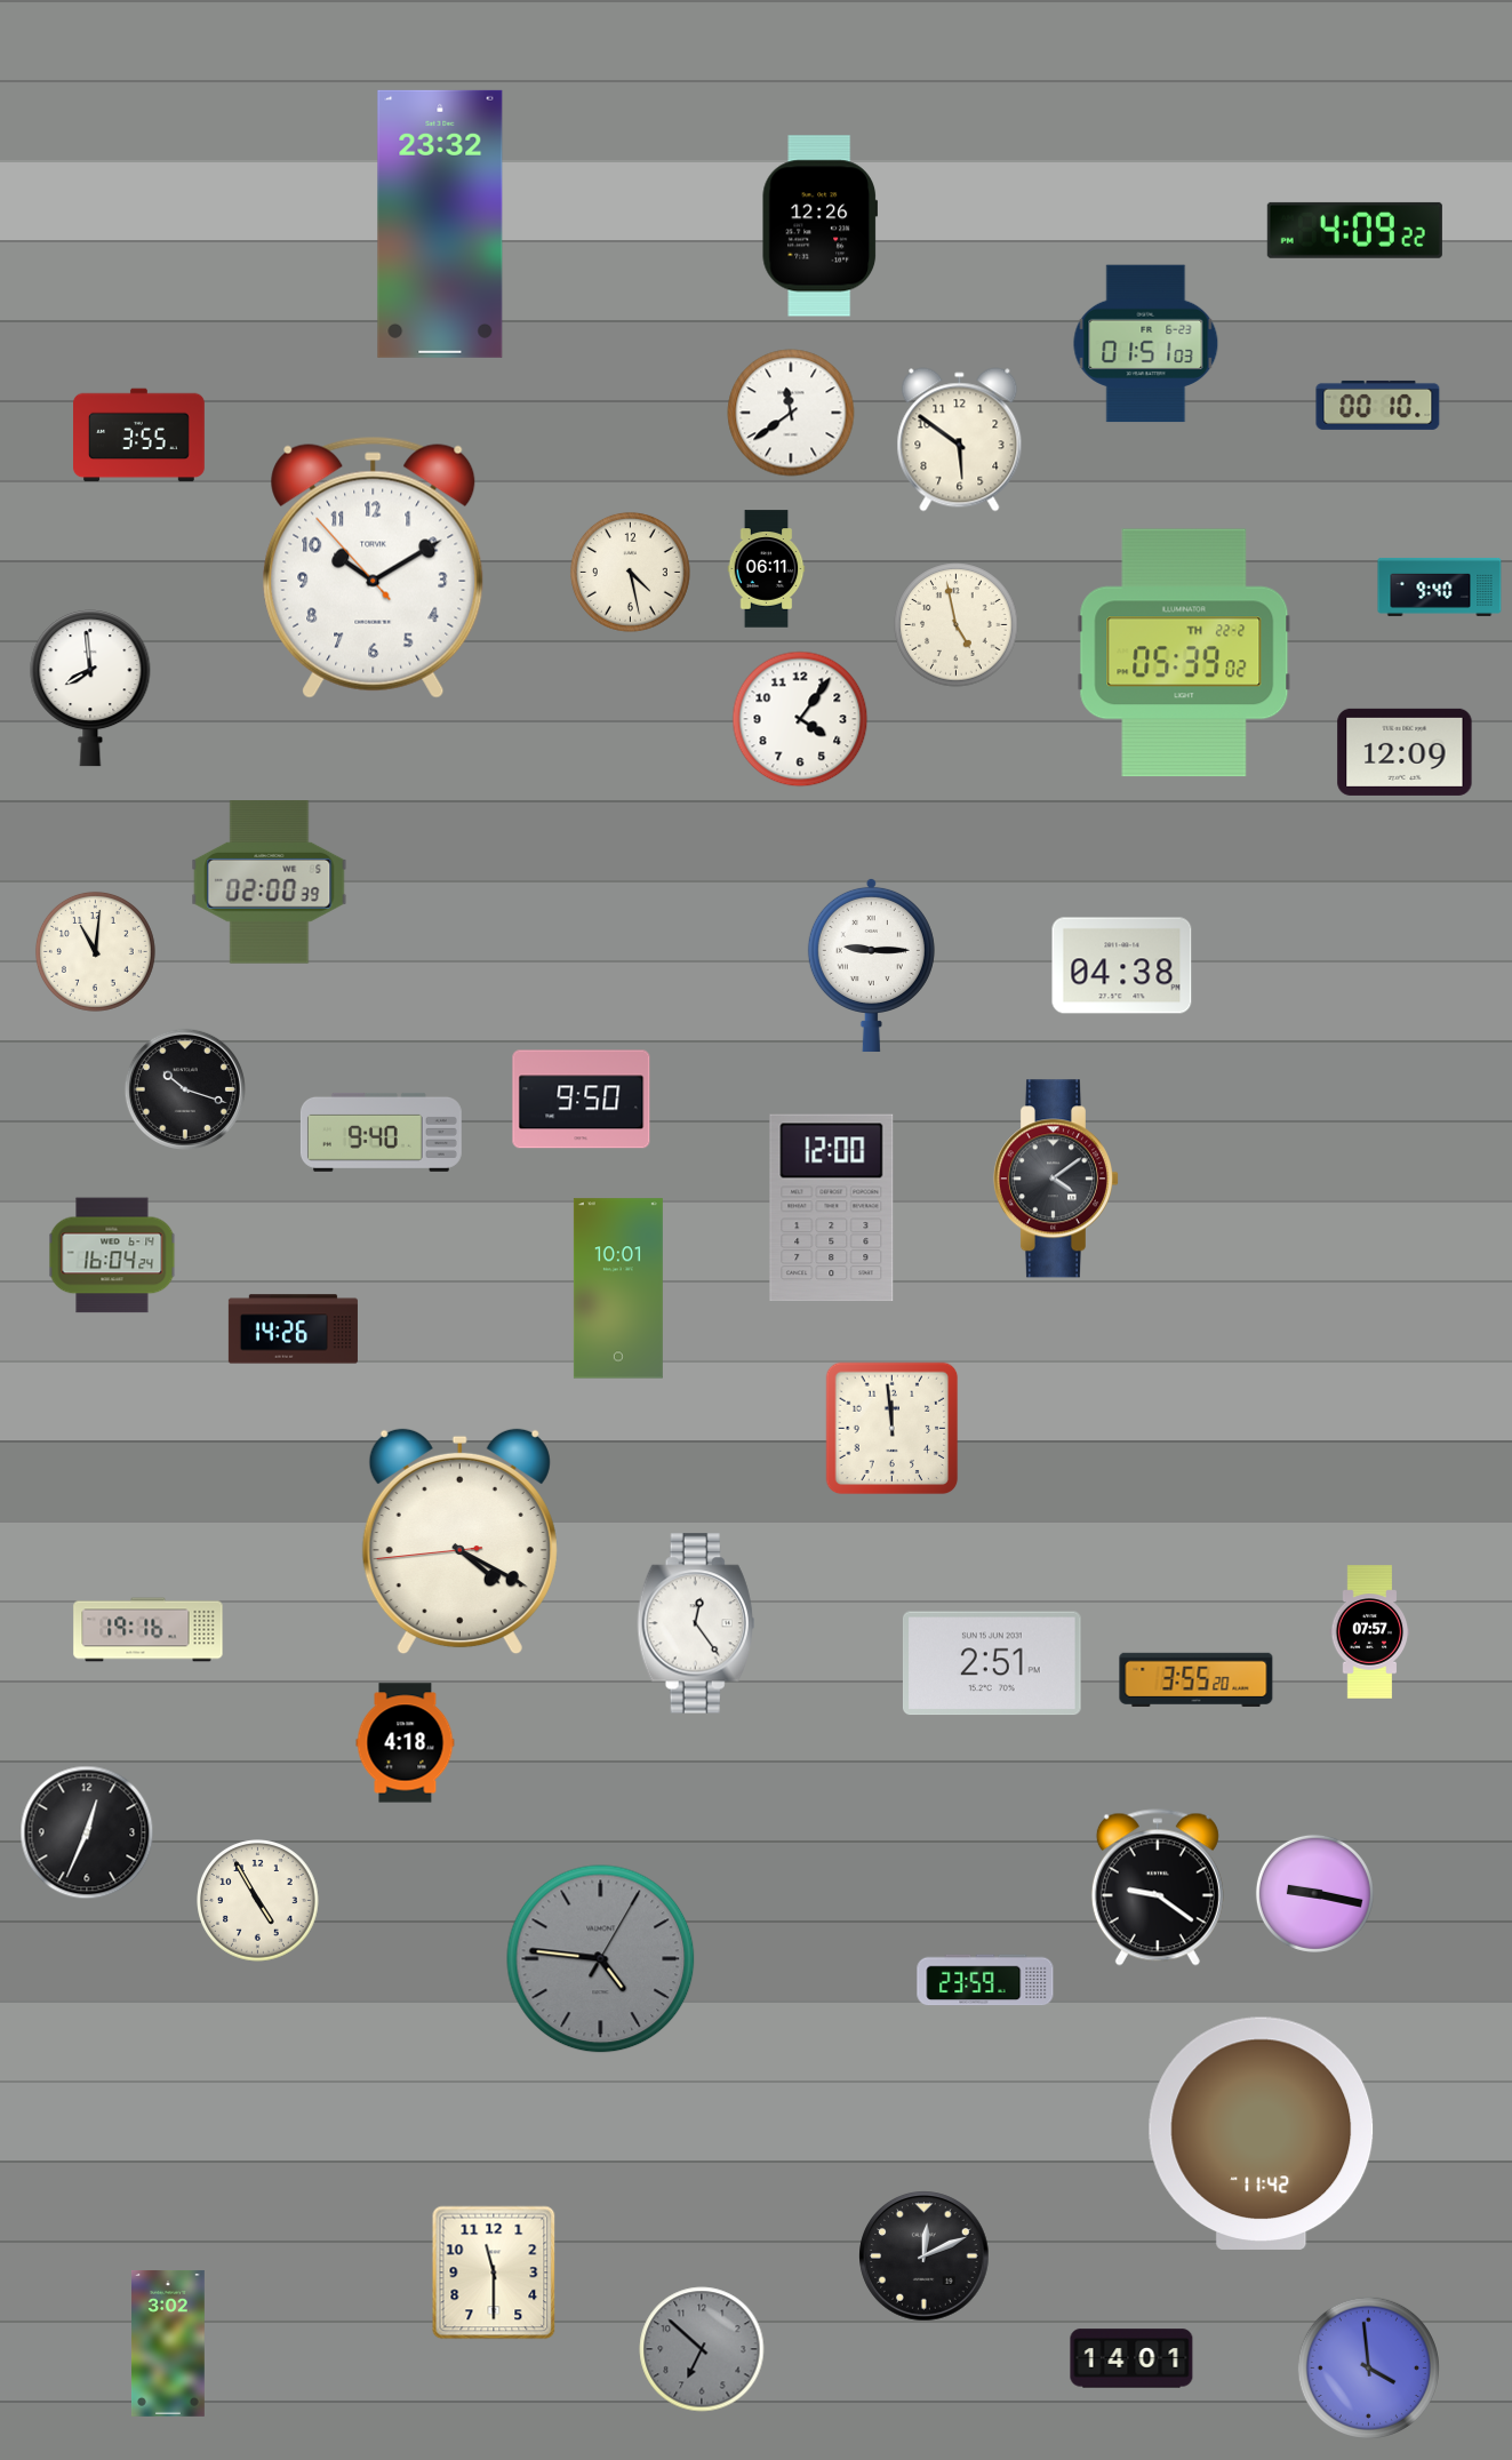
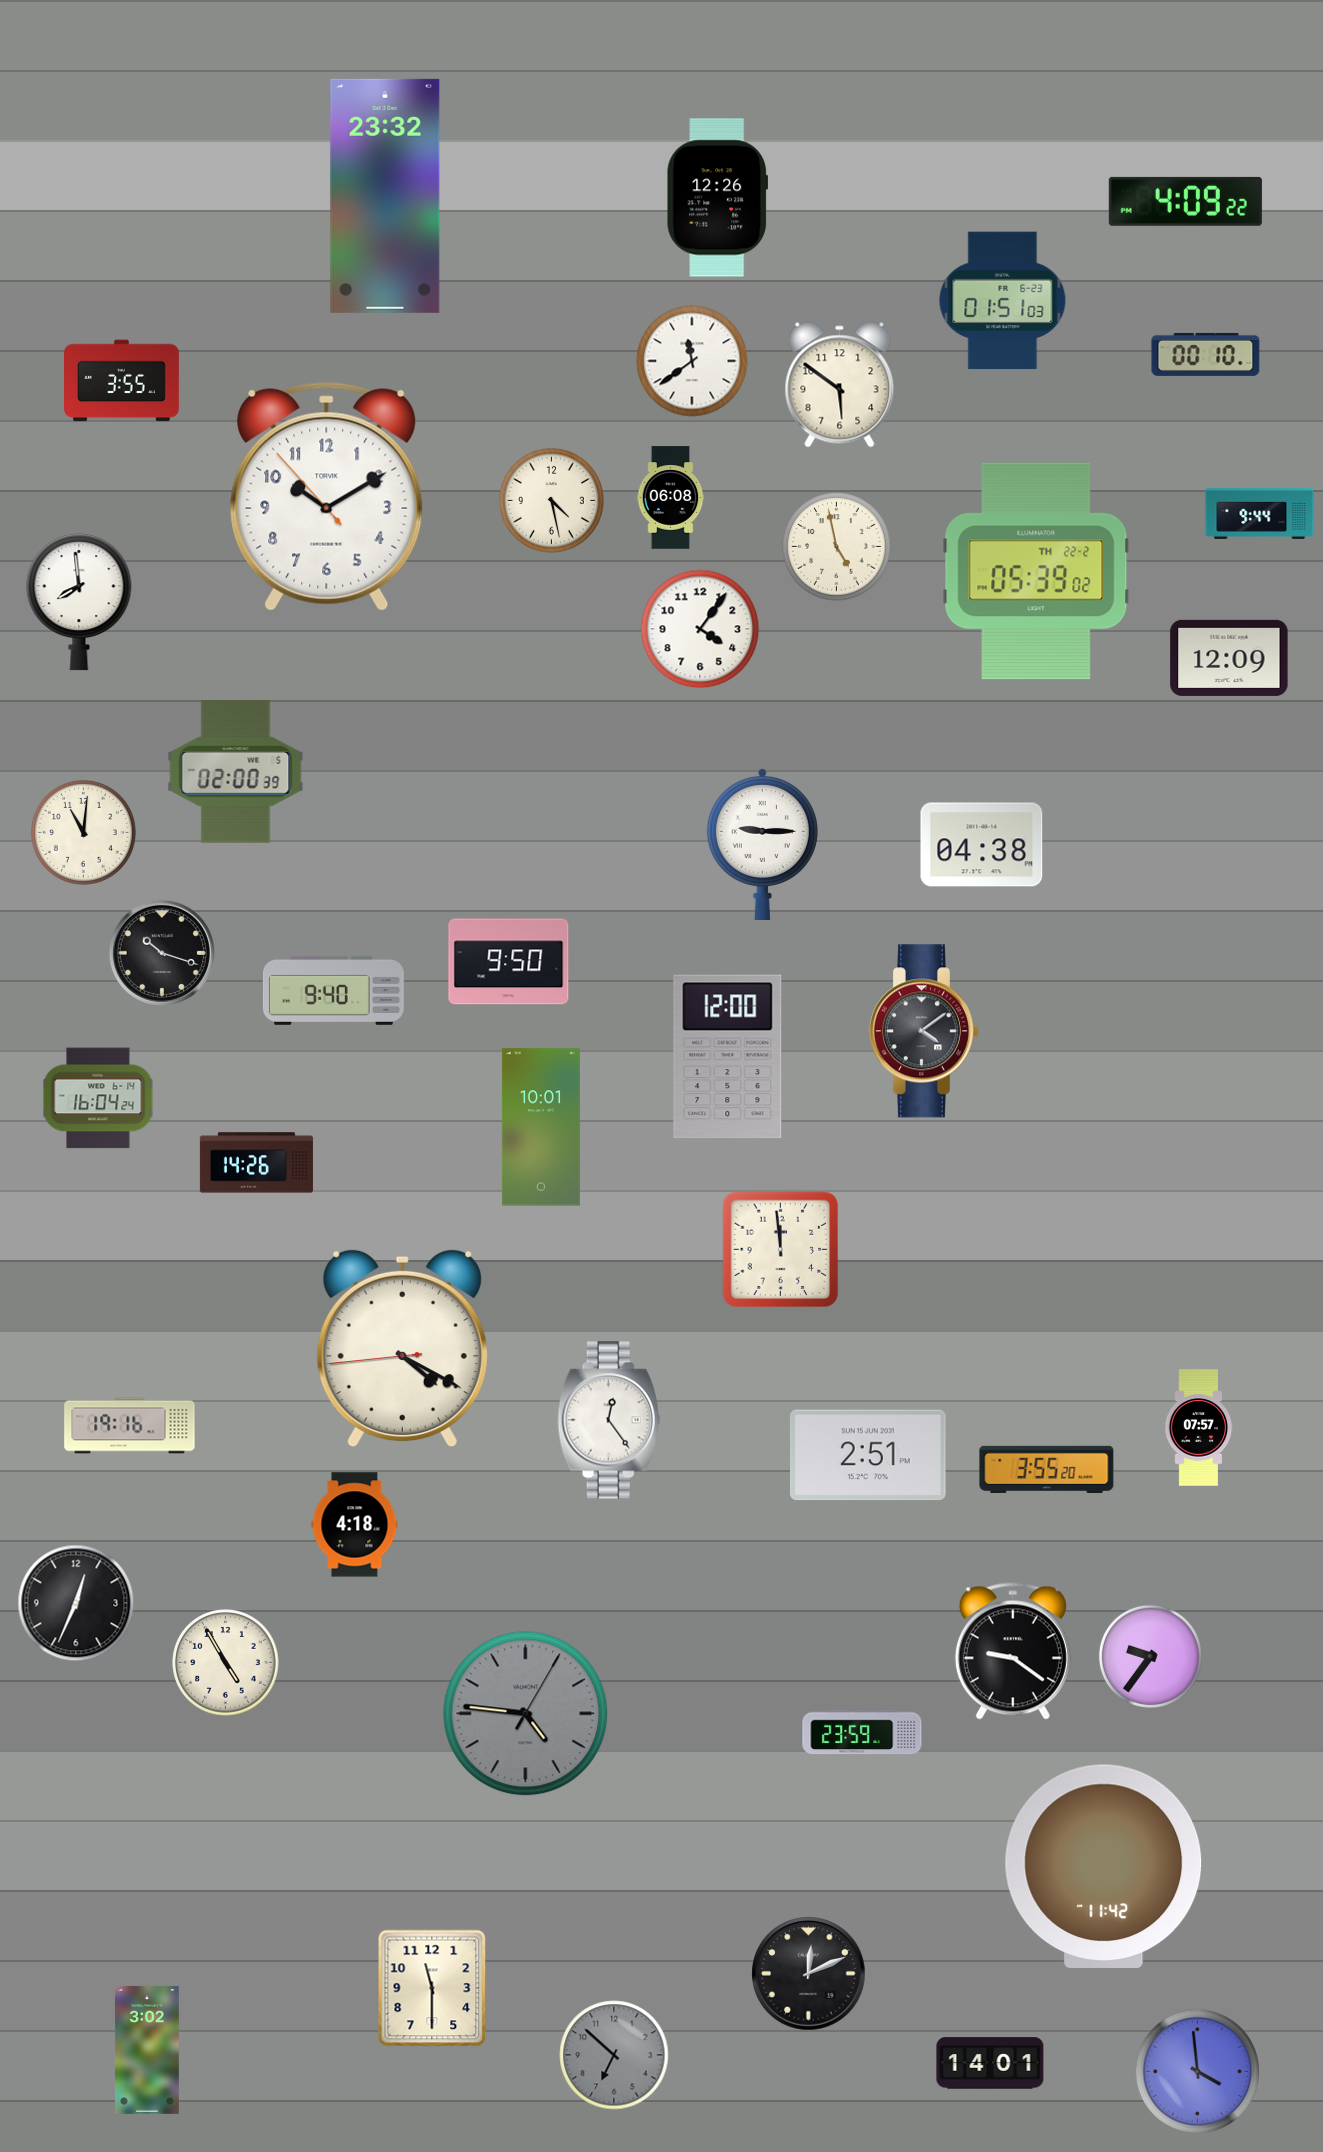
clock at (767, 569): 06:11 -> 06:08
clock at (1440, 586): 9:40 -> 9:44
clock at (1314, 1893): 9:17 -> 9:36
